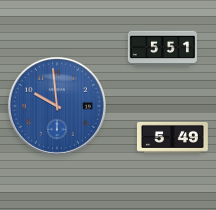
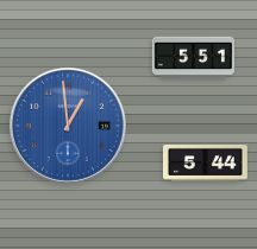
clock at (57, 106): 9:59 -> 12:59
clock at (172, 137): 5:49 -> 5:44
